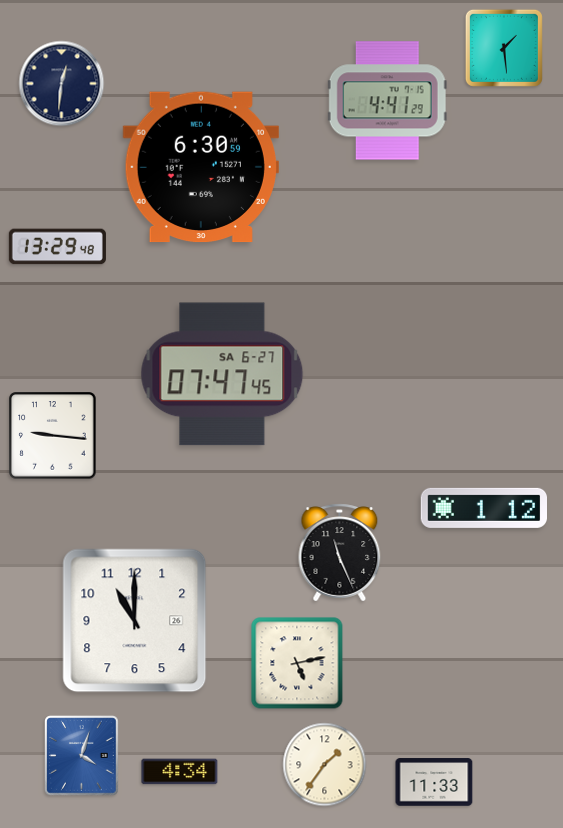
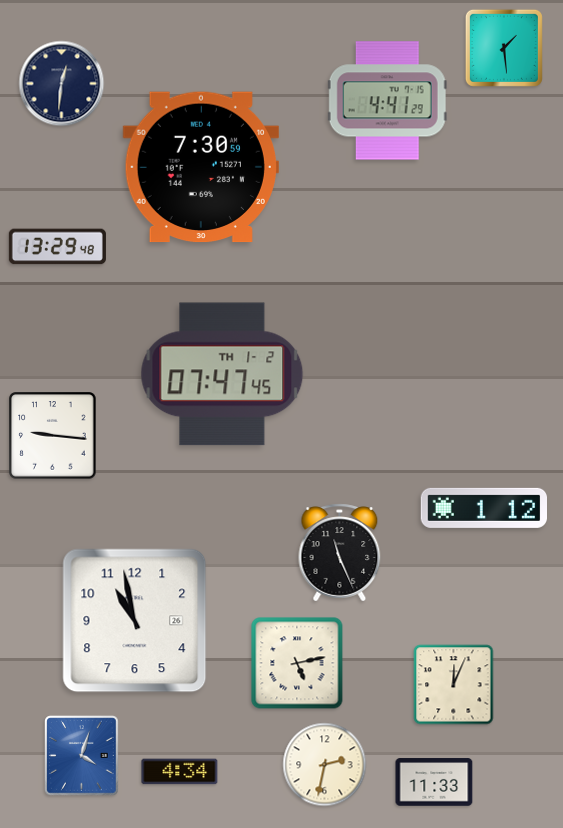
clock at (201, 167): 6:30 -> 7:30
clock at (222, 374) date: SA 6-27 -> TH 1-2
clock at (135, 621): 11:00 -> 10:58
clock at (454, 685): none -> 12:04
clock at (325, 765): 1:36 -> 2:32
